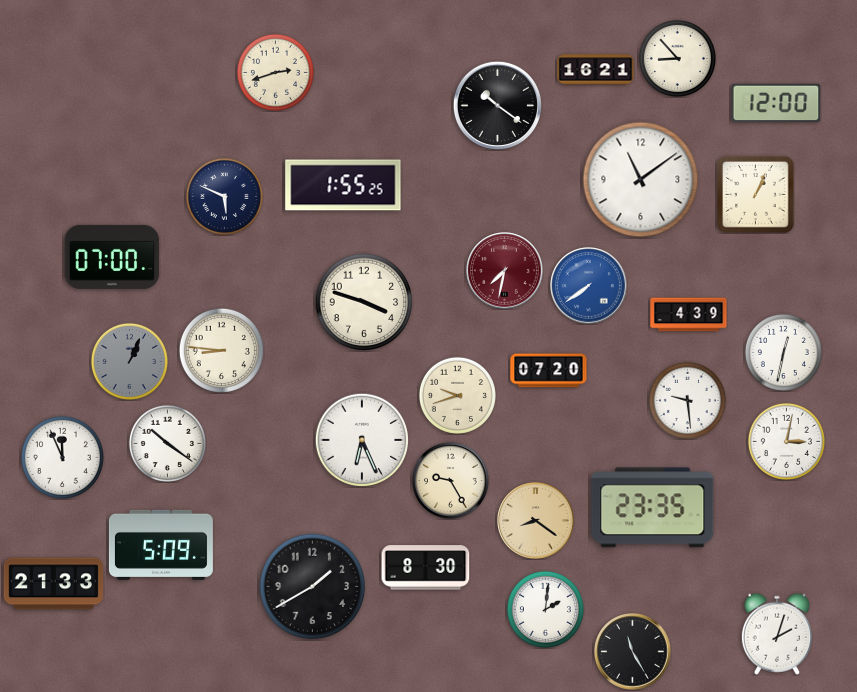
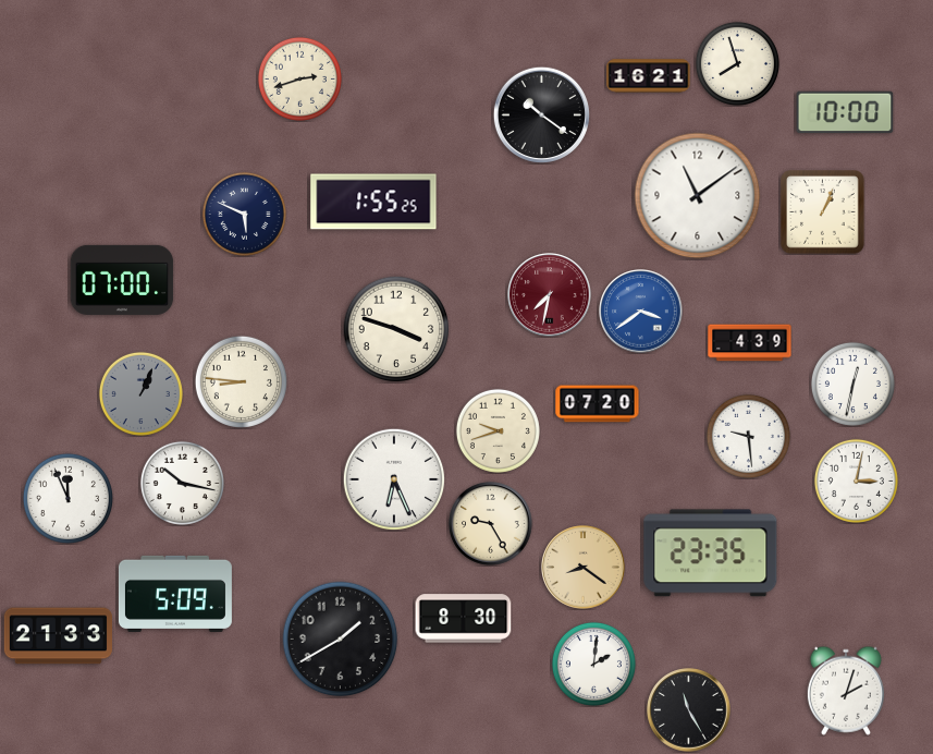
clock at (677, 58): 8:53 -> 7:57
clock at (776, 103): 12:00 -> 10:00
clock at (589, 286): 7:39 -> 3:39
clock at (167, 443): 10:21 -> 10:17
